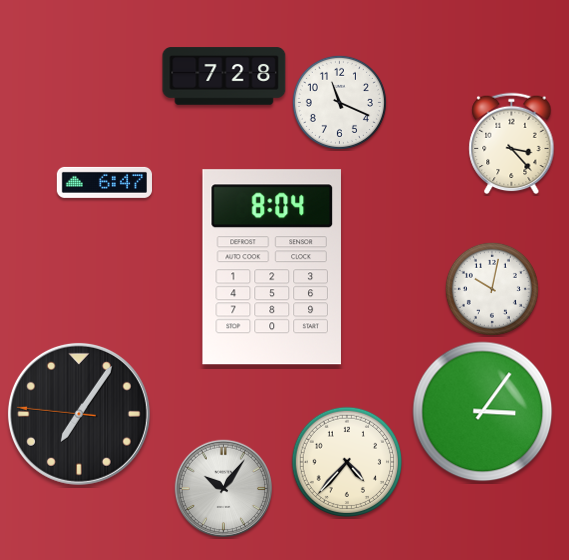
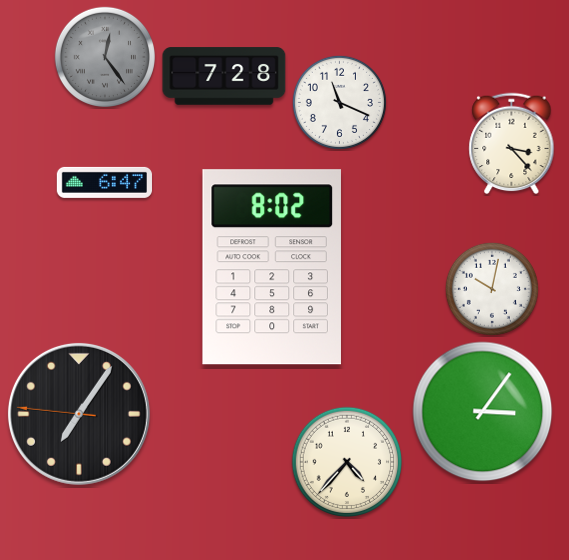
clock at (105, 57): none -> 12:24
clock at (272, 267): 8:04 -> 8:02
clock at (224, 489): 10:06 -> none
